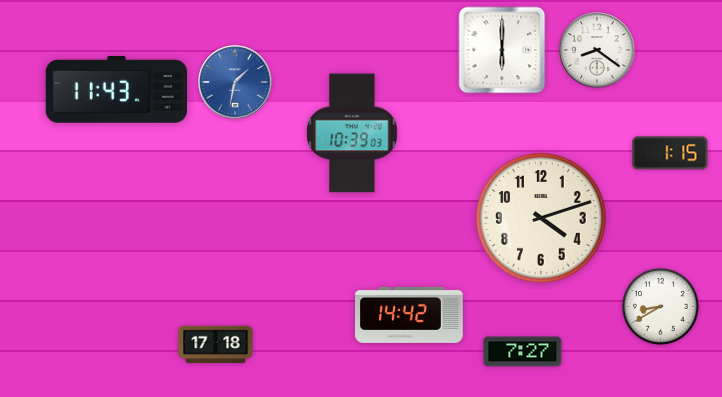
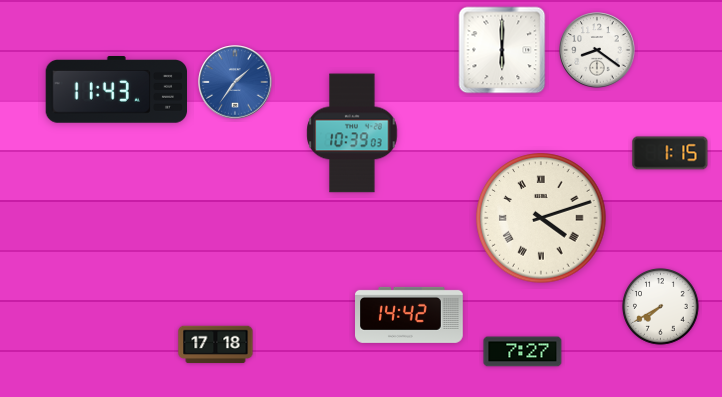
clock at (235, 82): 1:32 -> 1:36
clock at (541, 218) numerals: Arabic -> Roman
clock at (661, 307): 8:40 -> 7:40
